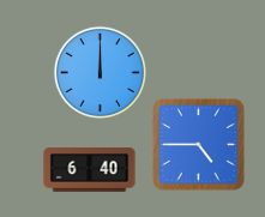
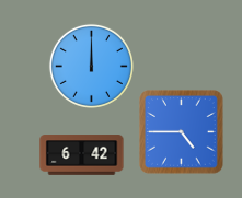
clock at (90, 170): 6:40 -> 6:42
